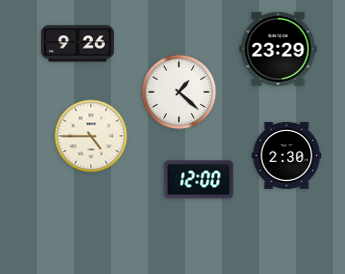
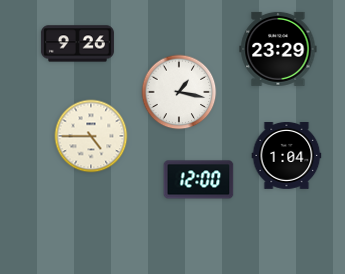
clock at (179, 92): 1:22 -> 1:17
clock at (287, 156): 2:30 -> 1:04
